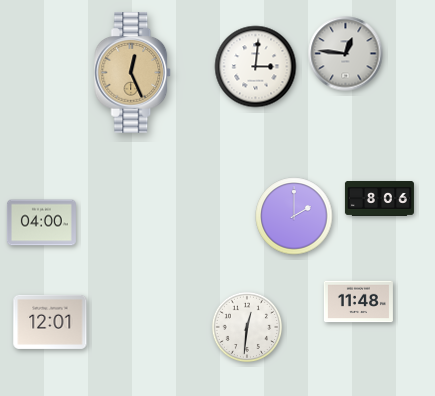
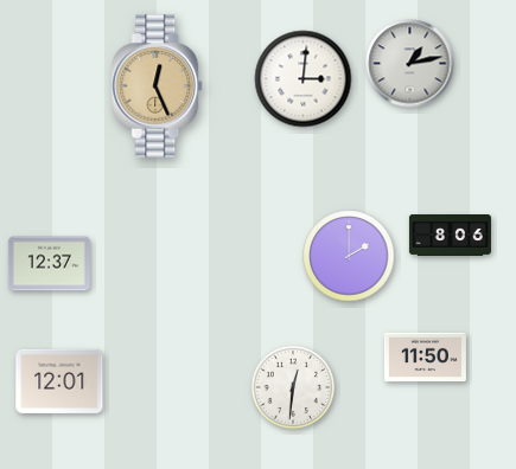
clock at (346, 54): 12:46 -> 1:13
clock at (41, 223): 04:00 -> 12:37
clock at (358, 302): 11:48 -> 11:50
